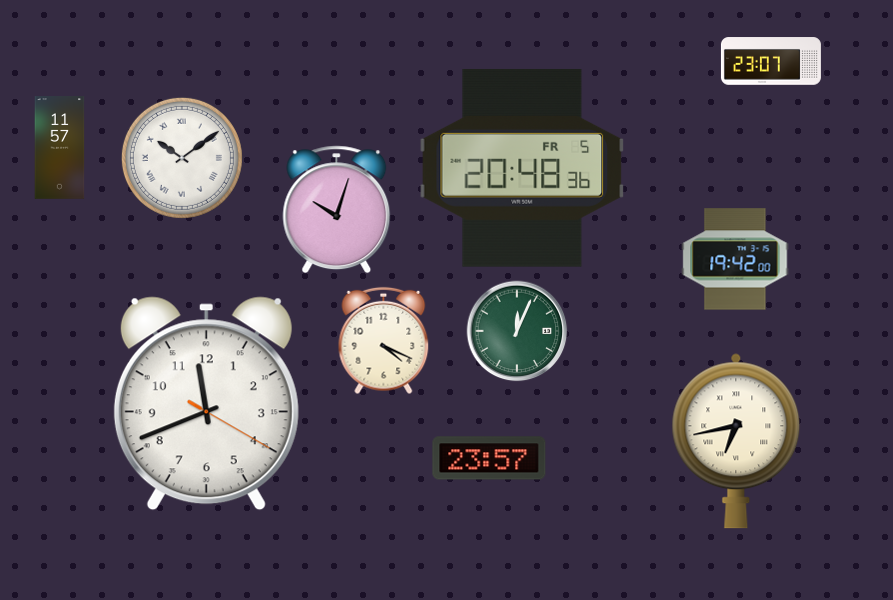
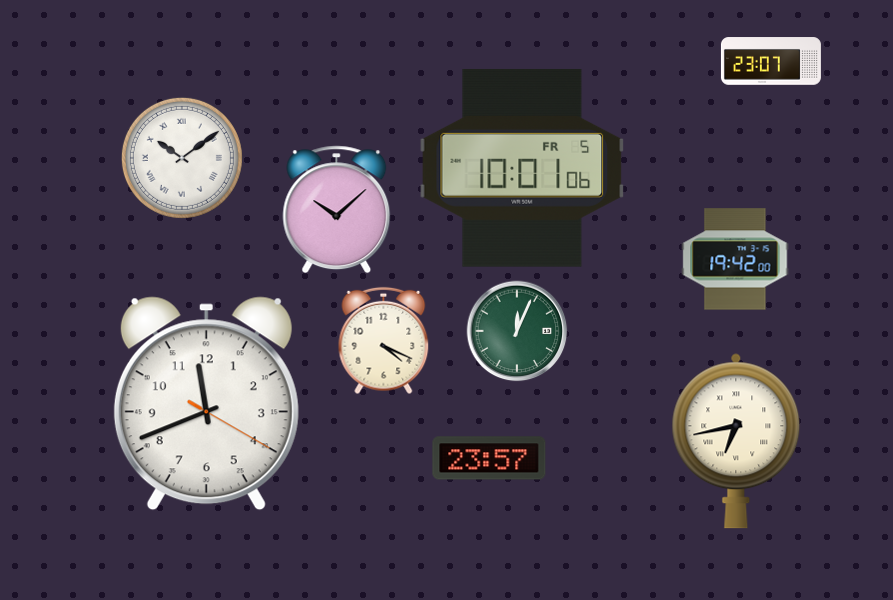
clock at (60, 148): 11:57 -> none
clock at (522, 168): 20:48 -> 10:01
clock at (337, 210): 10:03 -> 10:08
